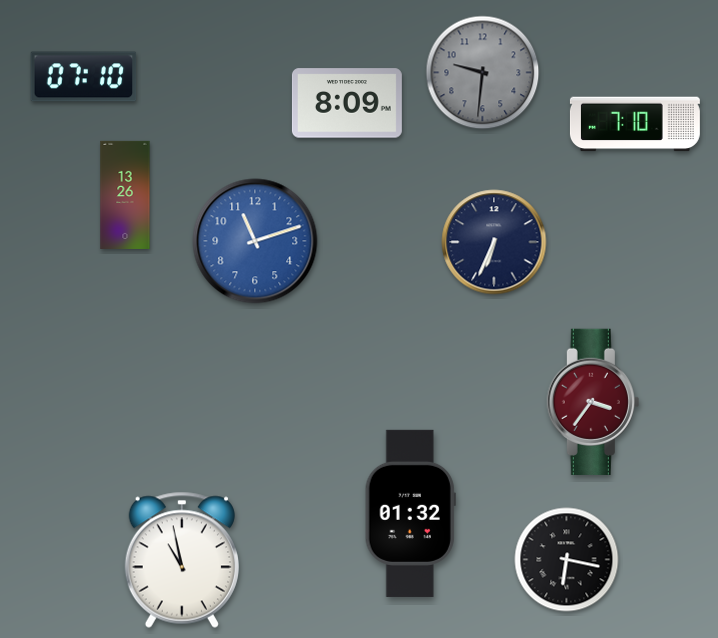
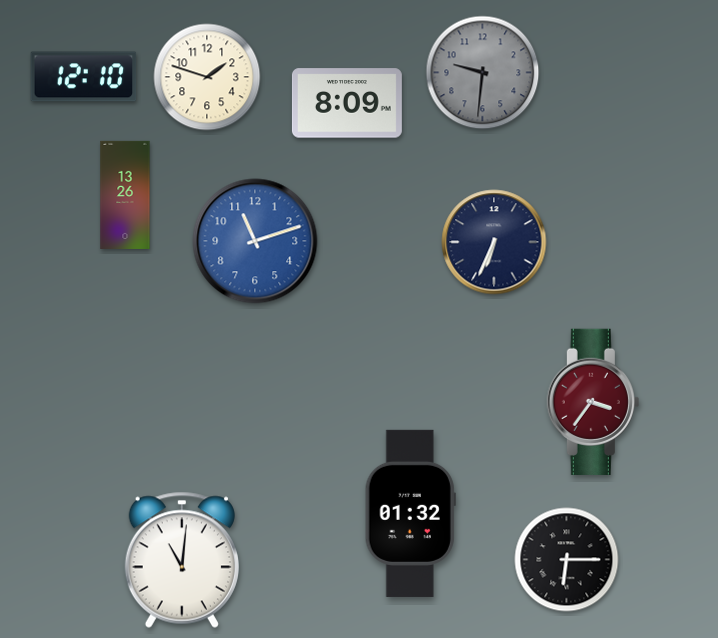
clock at (84, 77): 07:10 -> 12:10
clock at (207, 77): none -> 1:48
clock at (635, 124): 7:10 -> none
clock at (182, 560): 10:58 -> 11:01
clock at (567, 560): 6:17 -> 6:15
